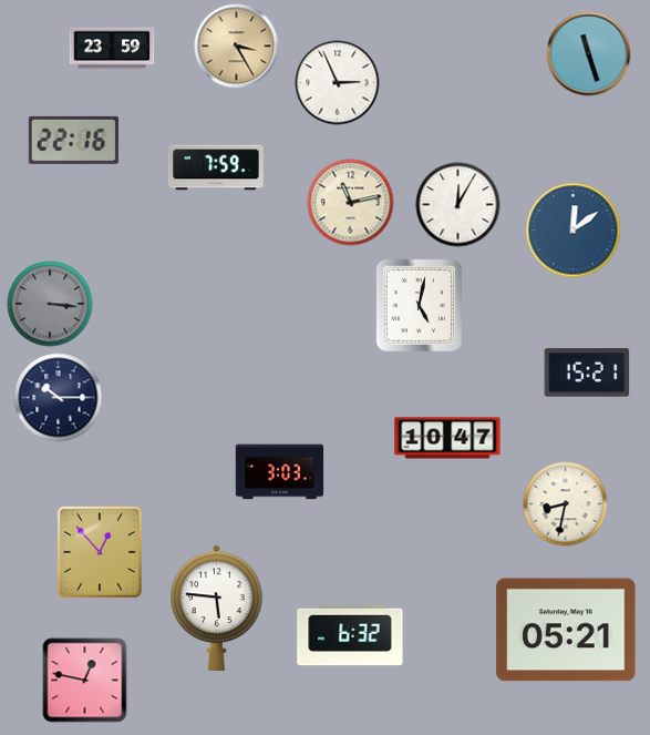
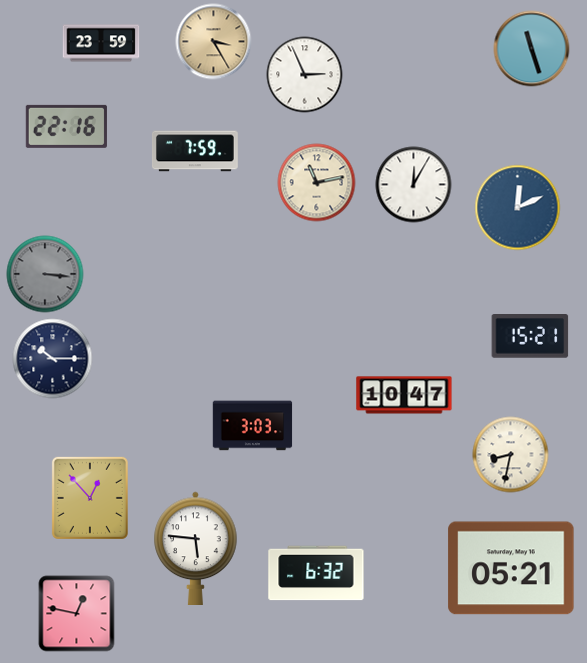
clock at (574, 231): 12:09 -> 12:11
clock at (419, 305): 5:02 -> none
